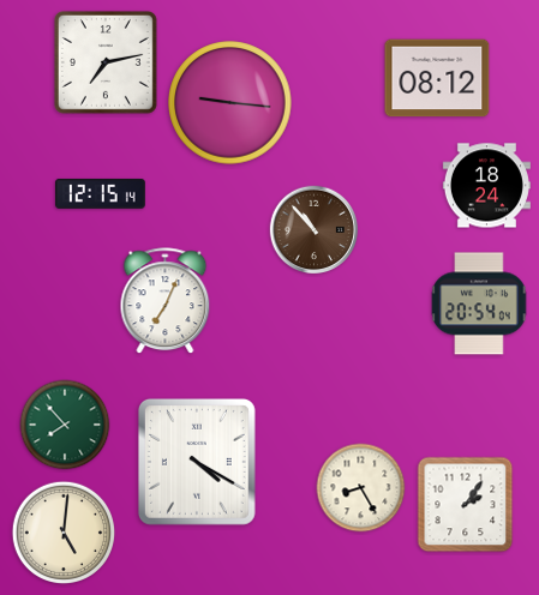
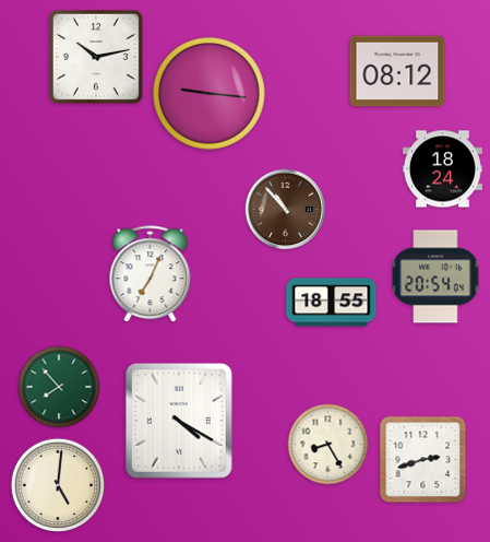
clock at (106, 62): 7:13 -> 10:13
clock at (100, 193): 12:15 -> none
clock at (332, 303): none -> 18:55
clock at (466, 505): 2:06 -> 2:42
